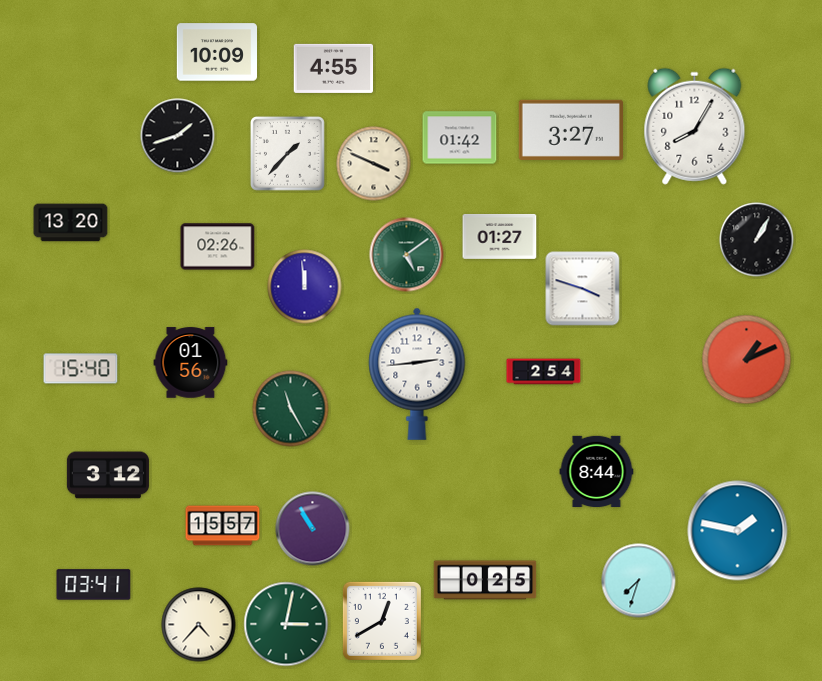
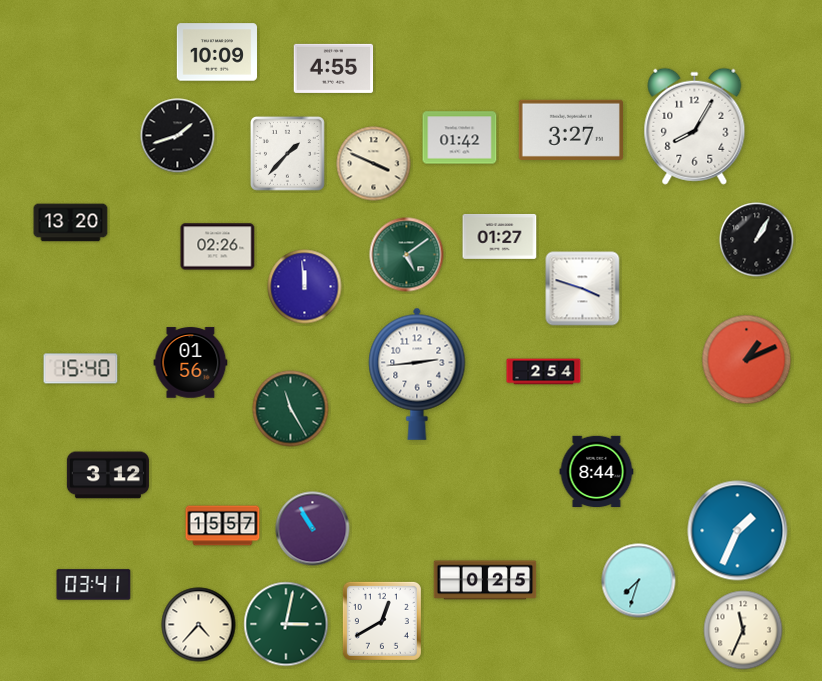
clock at (738, 531): 1:47 -> 1:34
clock at (743, 630): none -> 11:34
